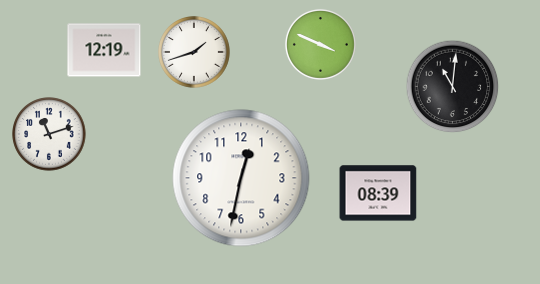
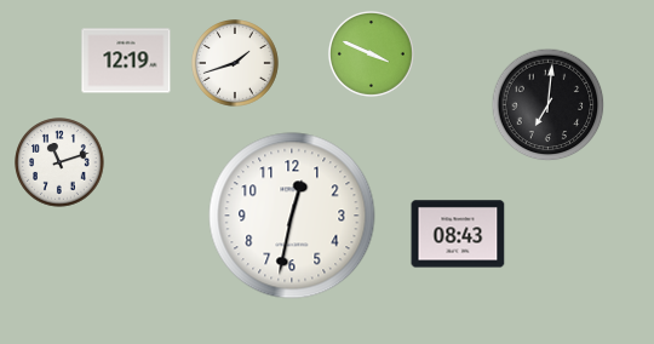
clock at (320, 44) position: (320, 44) -> (371, 53)
clock at (453, 87): 11:01 -> 7:01
clock at (378, 193): 08:39 -> 08:43
